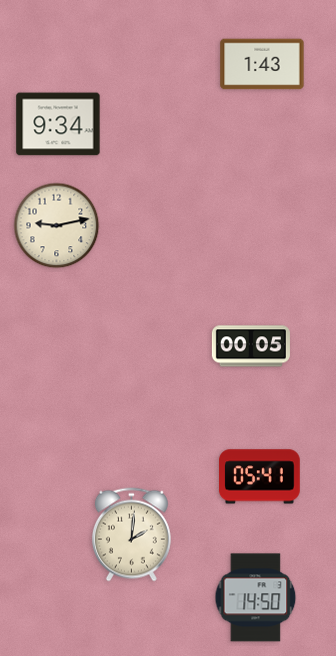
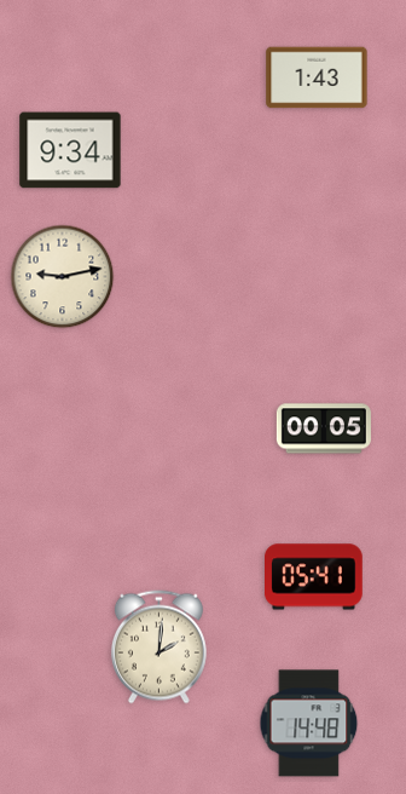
clock at (57, 226) position: (57, 226) -> (63, 277)
clock at (251, 346) position: (251, 346) -> (324, 428)
clock at (256, 598): 14:50 -> 14:48
